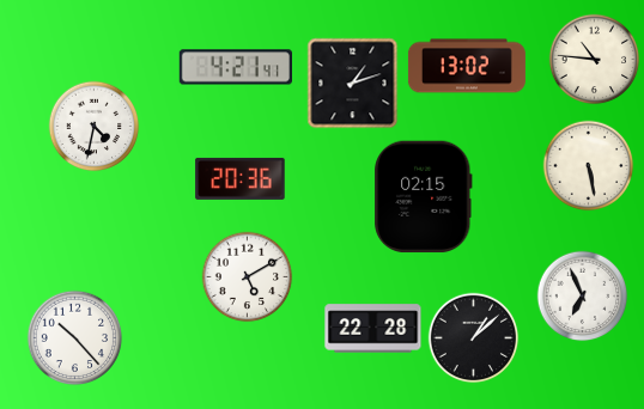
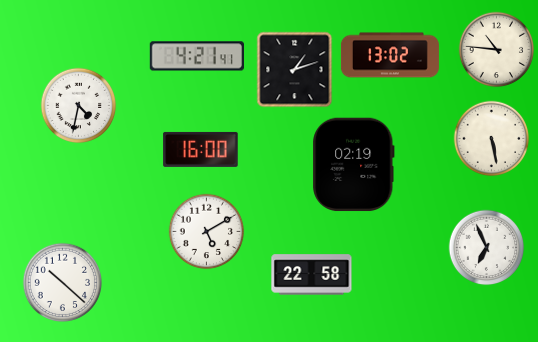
clock at (241, 178): 20:36 -> 16:00
clock at (424, 197): 02:15 -> 02:19
clock at (373, 329): 22:28 -> 22:58
clock at (75, 338): 10:23 -> 10:22
clock at (474, 338): 1:08 -> none
